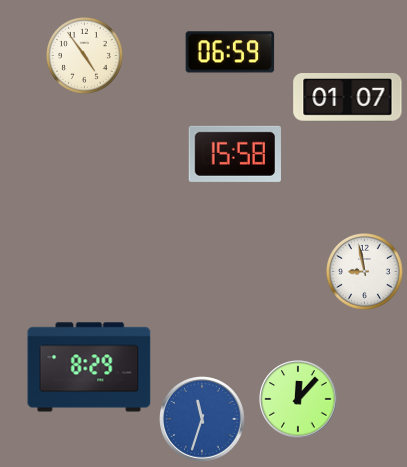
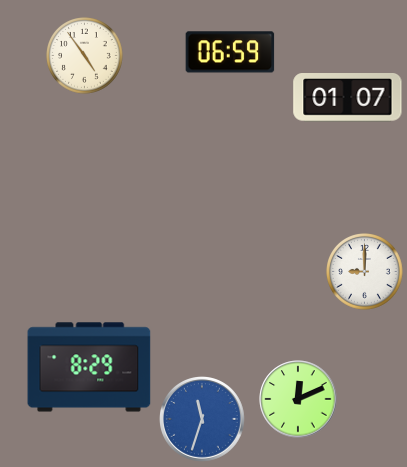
clock at (235, 154): 15:58 -> none
clock at (365, 272): 8:58 -> 9:00
clock at (298, 399): 12:07 -> 12:11
